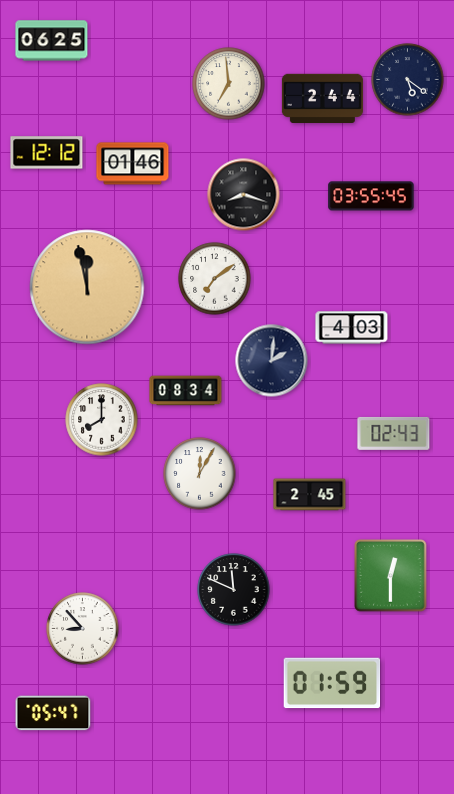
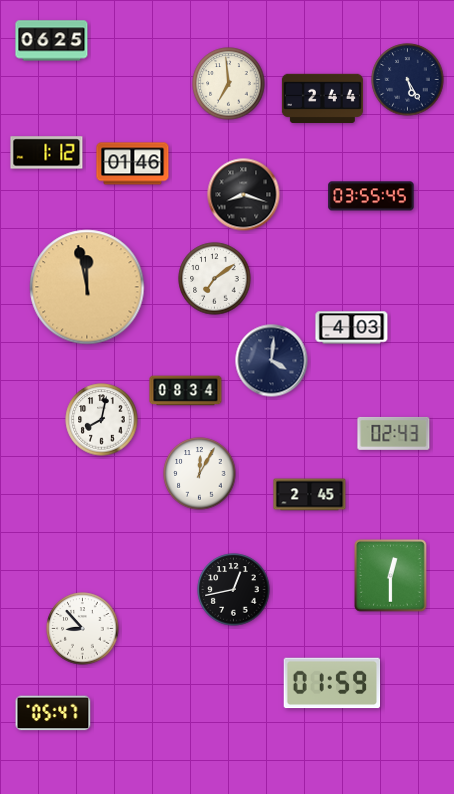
clock at (408, 80): 5:21 -> 5:25
clock at (47, 153): 12:12 -> 1:12
clock at (272, 361): 2:01 -> 4:01
clock at (102, 420): 8:00 -> 8:02
clock at (234, 590): 11:49 -> 12:43
